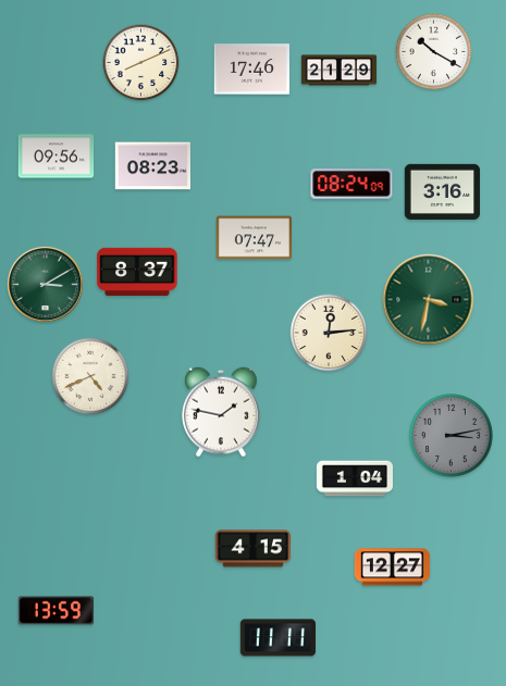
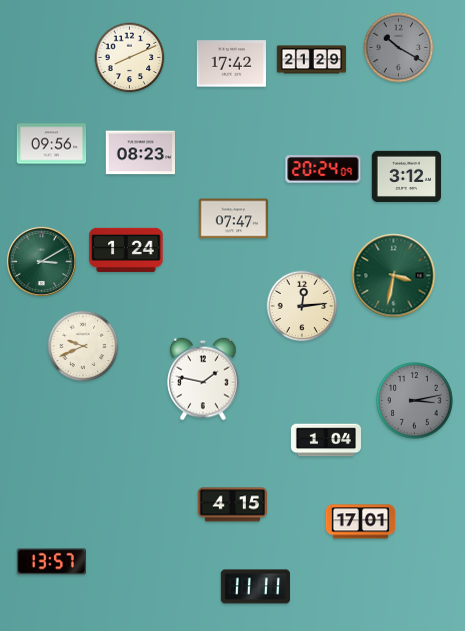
clock at (434, 52) dial: white -> grey
clock at (251, 70): 17:46 -> 17:42
clock at (340, 71) position: (340, 71) -> (312, 60)
clock at (351, 184): 08:24 -> 20:24
clock at (443, 191): 3:16 -> 3:12
clock at (137, 272): 8:37 -> 1:24
clock at (90, 376): 4:41 -> 9:41
clock at (393, 567): 12:27 -> 17:01
clock at (55, 611): 13:59 -> 13:57
